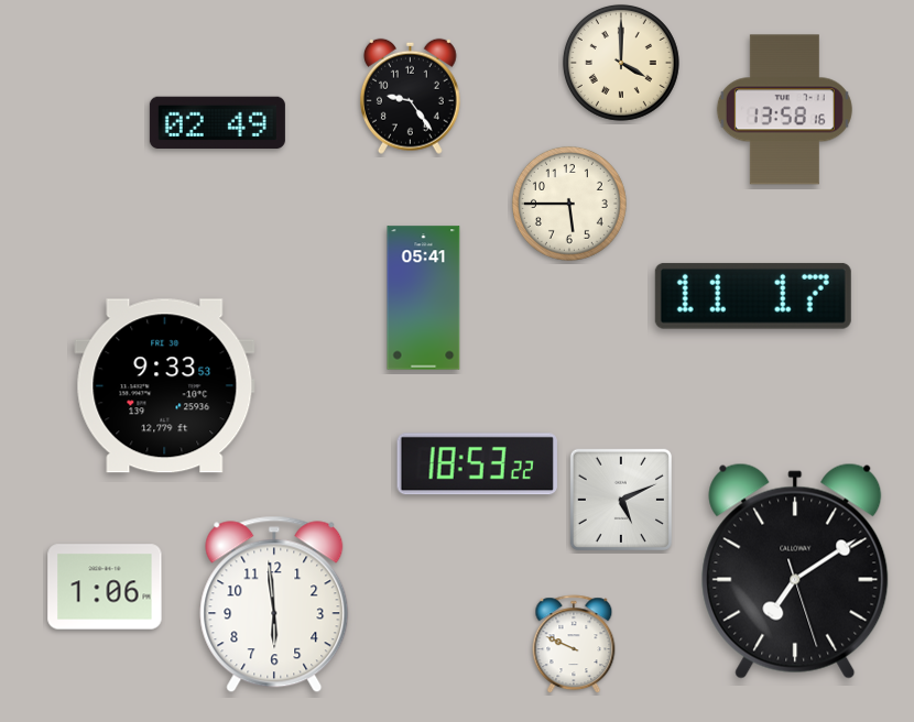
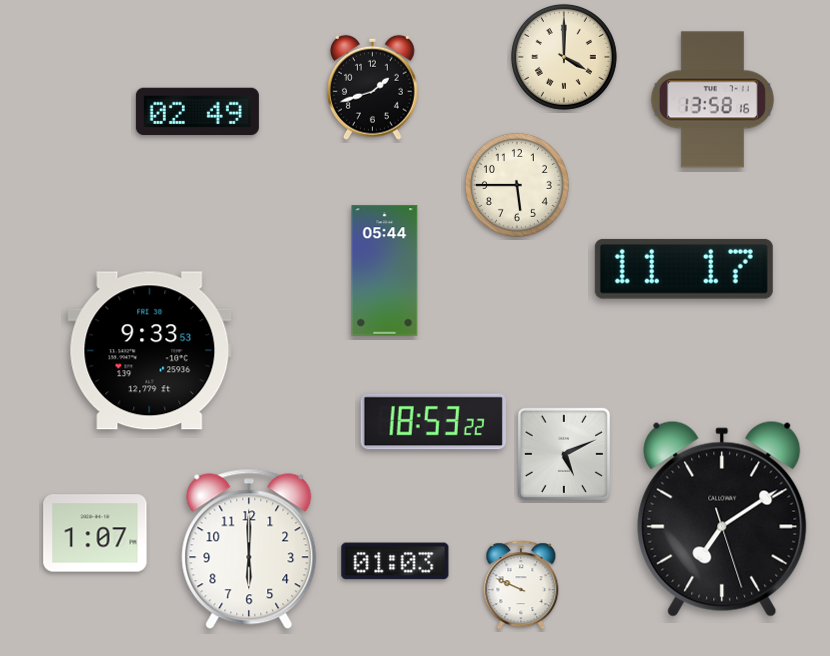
clock at (410, 96): 9:24 -> 1:42
clock at (424, 298): 05:41 -> 05:44
clock at (105, 587): 1:06 -> 1:07
clock at (274, 604): 5:59 -> 6:00
clock at (395, 561): none -> 01:03
